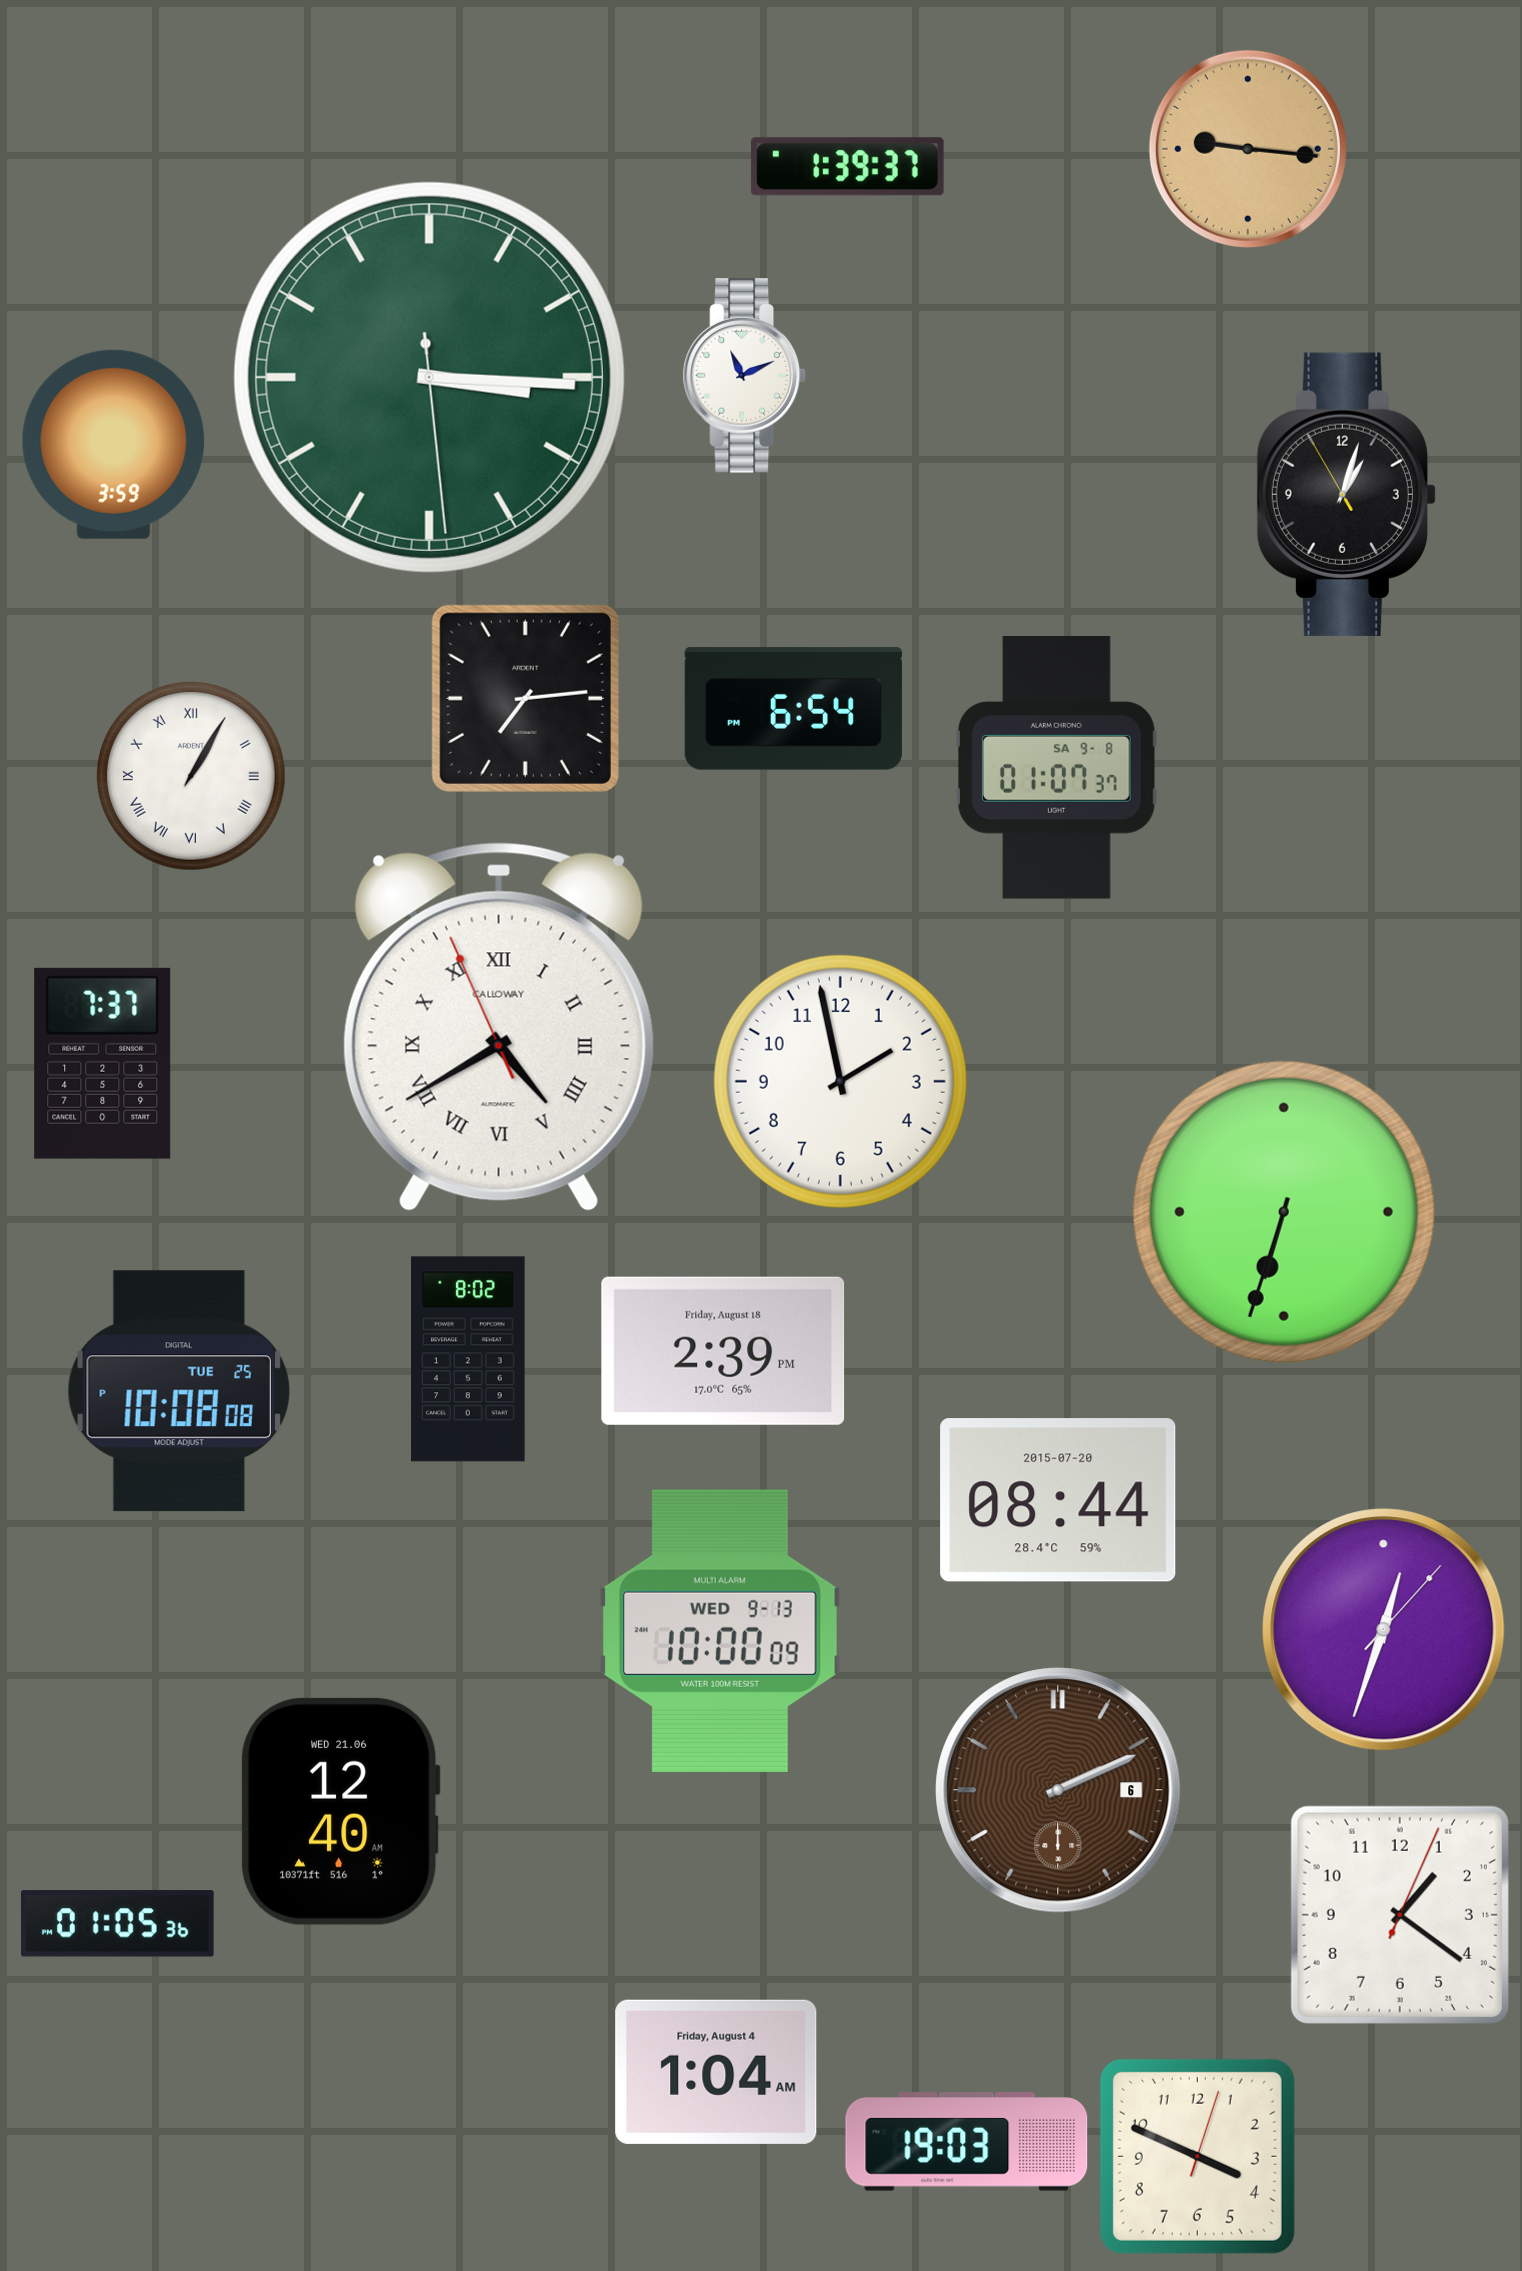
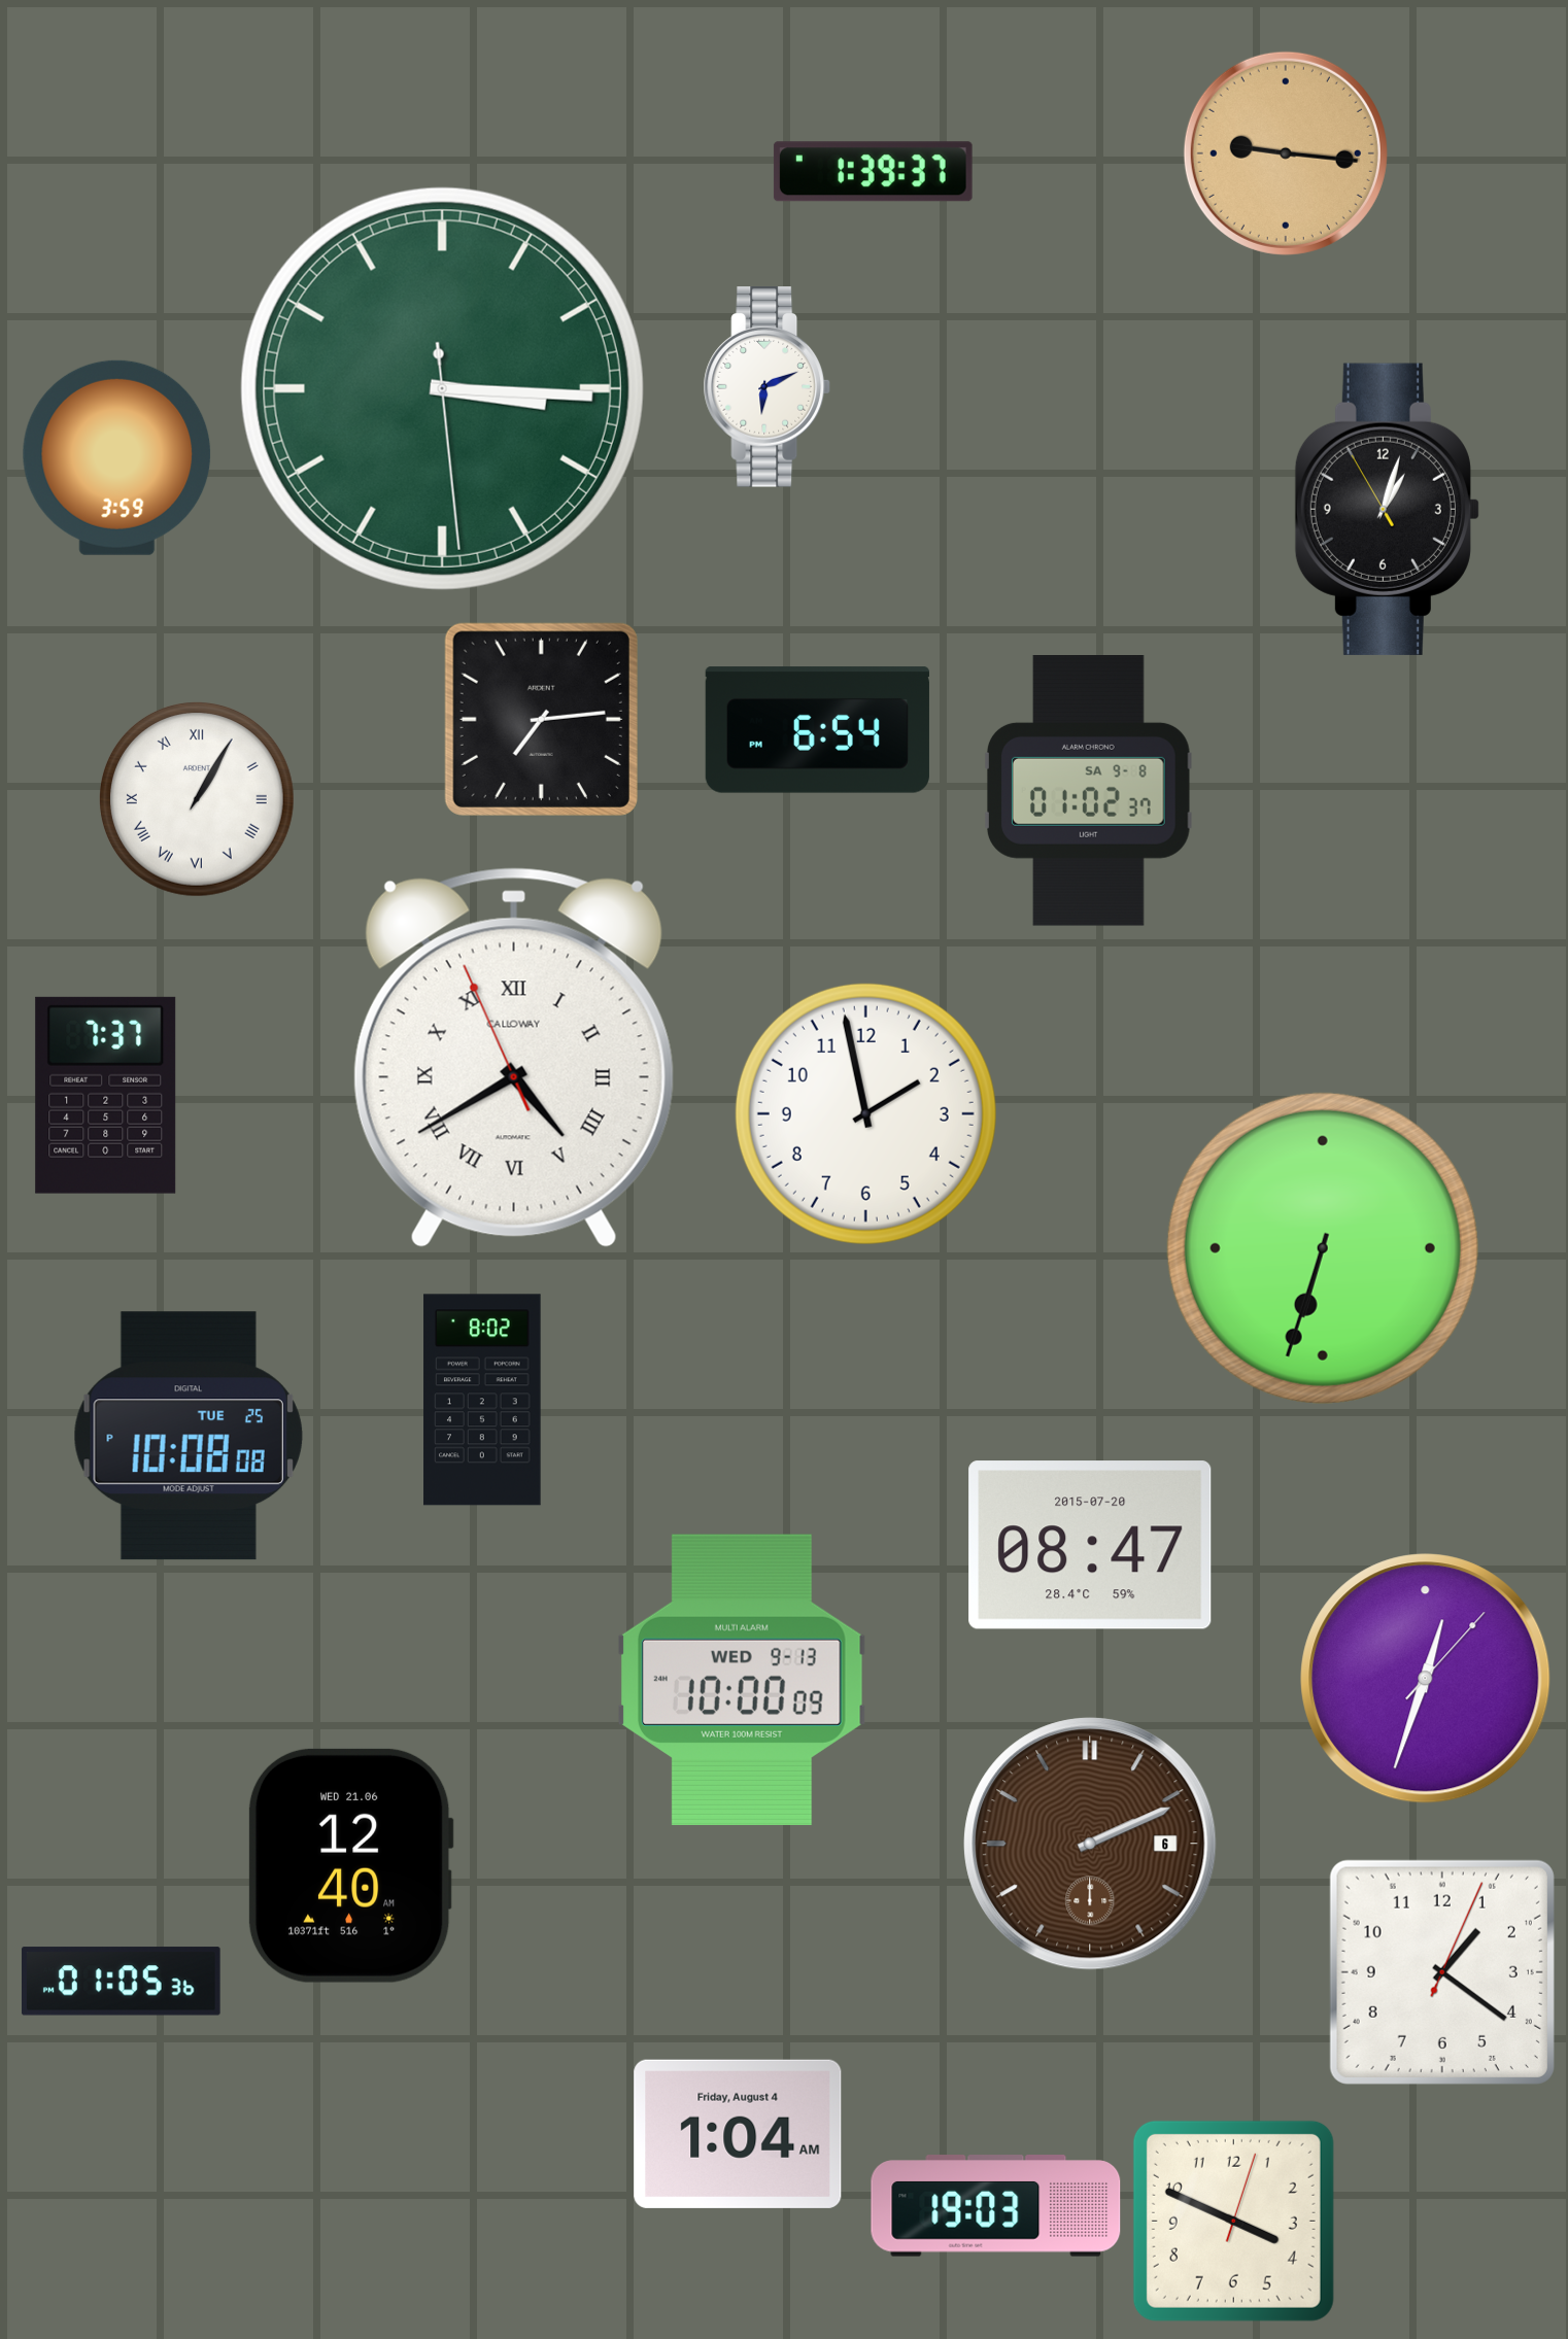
clock at (744, 376): 11:11 -> 6:11
clock at (1056, 768): 01:07 -> 01:02
clock at (723, 1351): 2:39 -> none
clock at (179, 1391) position: (179, 1391) -> (189, 1436)
clock at (1058, 1500): 08:44 -> 08:47
